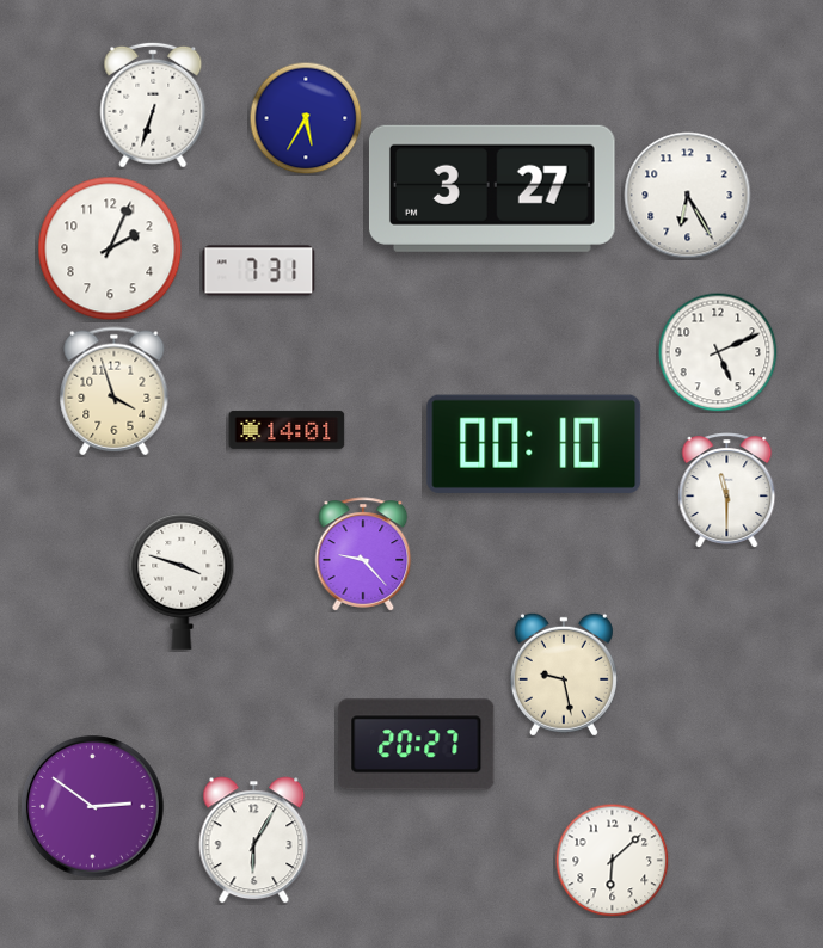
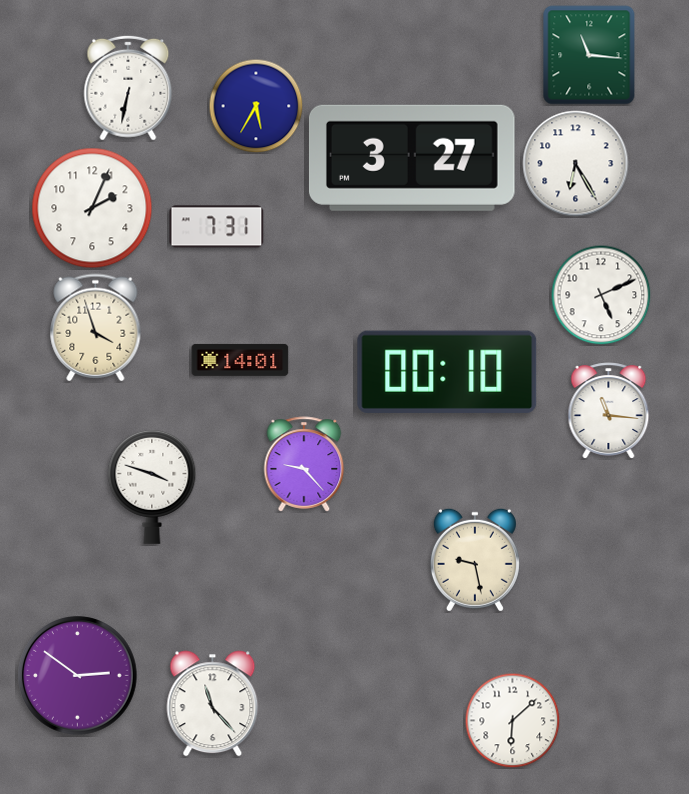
clock at (589, 55): none -> 11:16
clock at (153, 105): 6:33 -> 6:32
clock at (306, 118) position: (306, 118) -> (256, 106)
clock at (727, 491): 11:30 -> 11:16
clock at (564, 675) position: (564, 675) -> (475, 560)
clock at (417, 745): 20:27 -> none
clock at (254, 841): 6:05 -> 11:23
